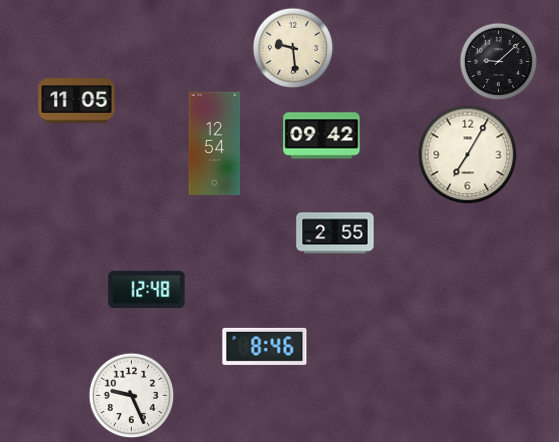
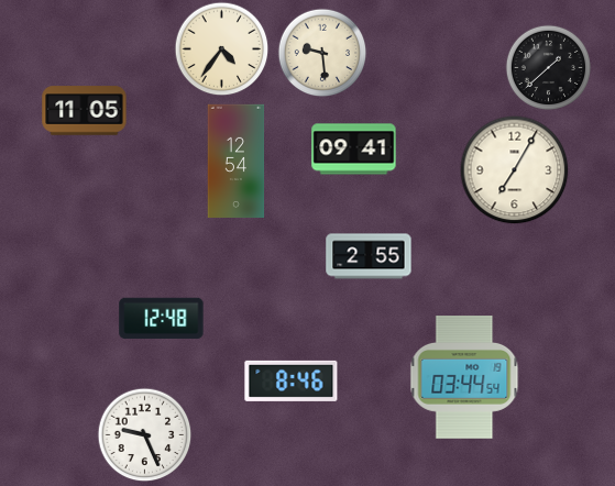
clock at (221, 48): none -> 4:36
clock at (498, 61): 9:08 -> 1:38
clock at (322, 136): 09:42 -> 09:41
clock at (215, 143) position: (215, 143) -> (237, 161)
clock at (464, 378): none -> 03:44
